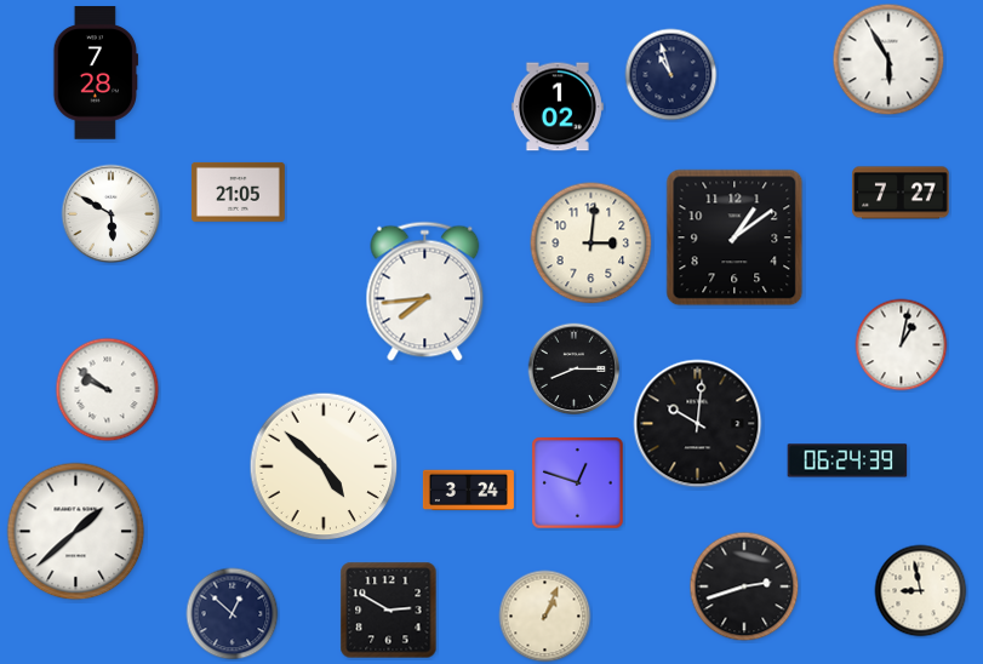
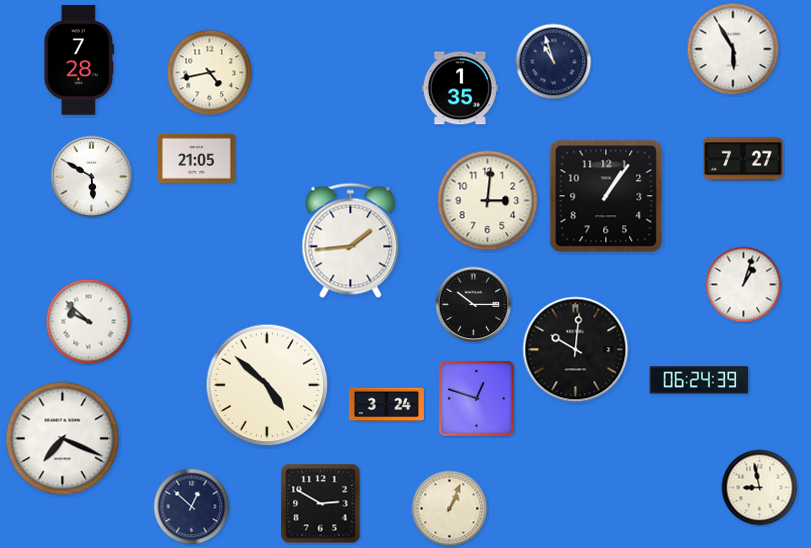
clock at (210, 73): none -> 4:43
clock at (558, 107): 1:02 -> 1:35
clock at (735, 237): 1:09 -> 1:06
clock at (425, 292): 7:44 -> 1:44
clock at (902, 345): 1:02 -> 1:03
clock at (575, 370): 8:15 -> 10:15
clock at (108, 390): 9:51 -> 9:52
clock at (76, 532): 1:38 -> 7:19
clock at (744, 586): 2:42 -> none
